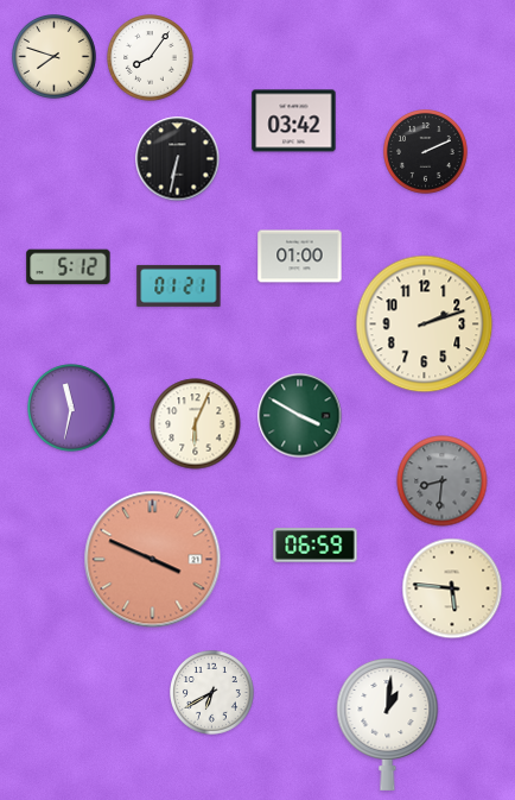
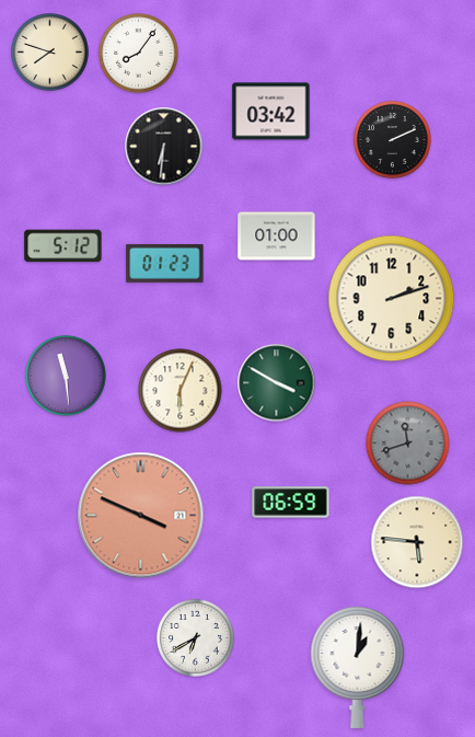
clock at (178, 159): 6:32 -> 6:31
clock at (179, 285): 01:21 -> 01:23
clock at (71, 408): 11:32 -> 11:29
clock at (443, 481): 8:31 -> 11:42
